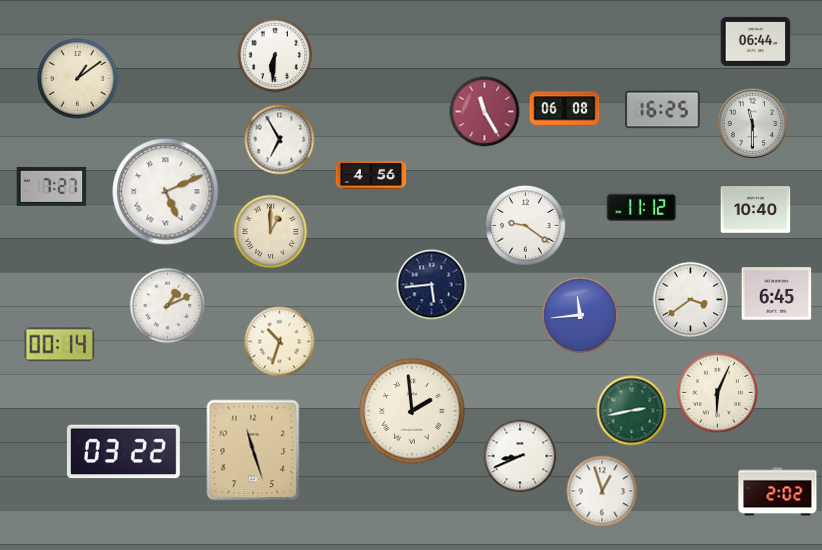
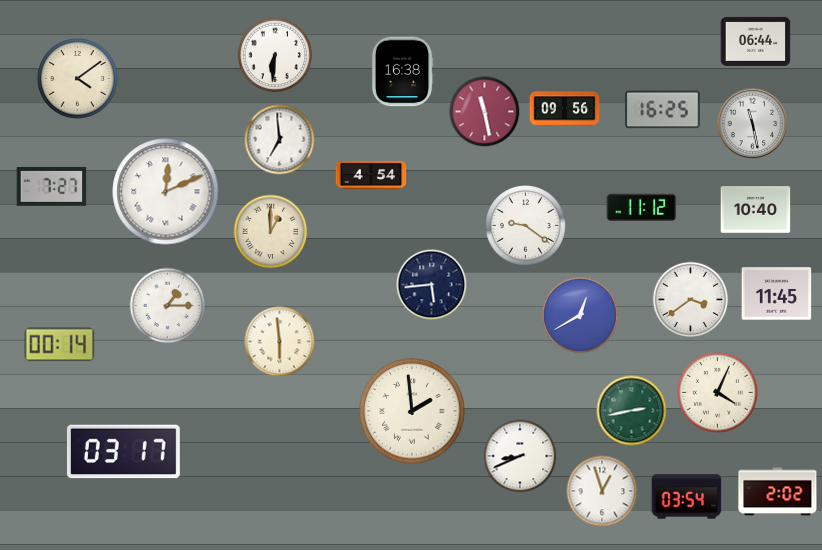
clock at (402, 72): none -> 16:38
clock at (78, 79): 1:09 -> 4:09
clock at (565, 109): 06:08 -> 09:56
clock at (485, 112): 11:25 -> 11:28
clock at (753, 124): 11:30 -> 11:28
clock at (280, 140): 6:55 -> 6:59
clock at (371, 175): 4:56 -> 4:54
clock at (166, 192): 5:11 -> 12:11
clock at (777, 294): 6:45 -> 11:45
clock at (168, 306): 1:11 -> 1:15
clock at (580, 315): 11:44 -> 12:40
clock at (280, 342): 10:33 -> 5:59
clock at (718, 393): 6:04 -> 4:04
clock at (253, 450): 11:27 -> none
clock at (123, 452): 03:22 -> 03:17
clock at (687, 497): none -> 03:54
